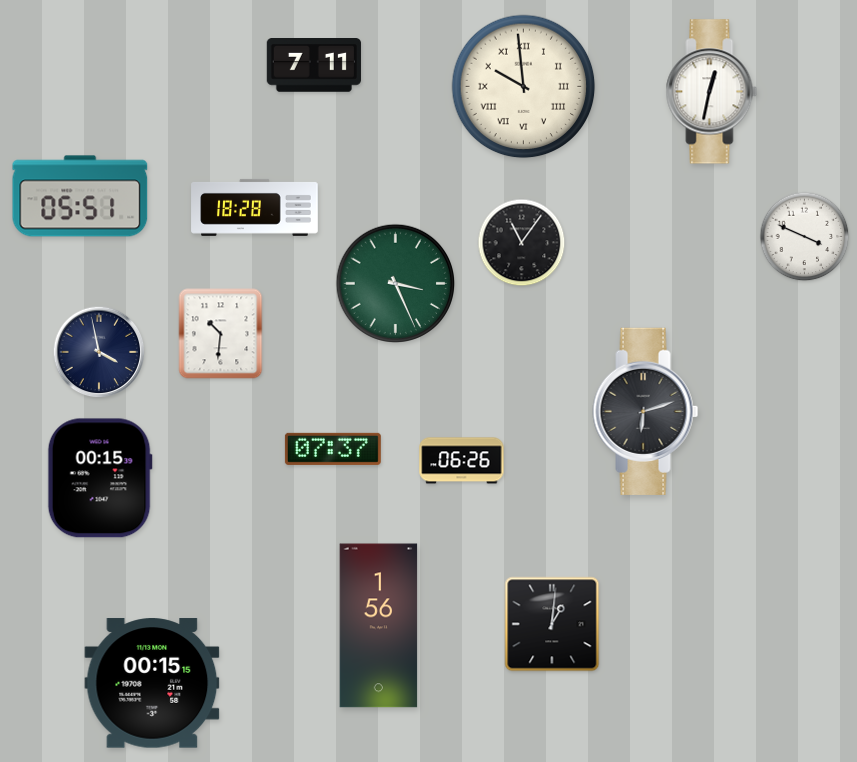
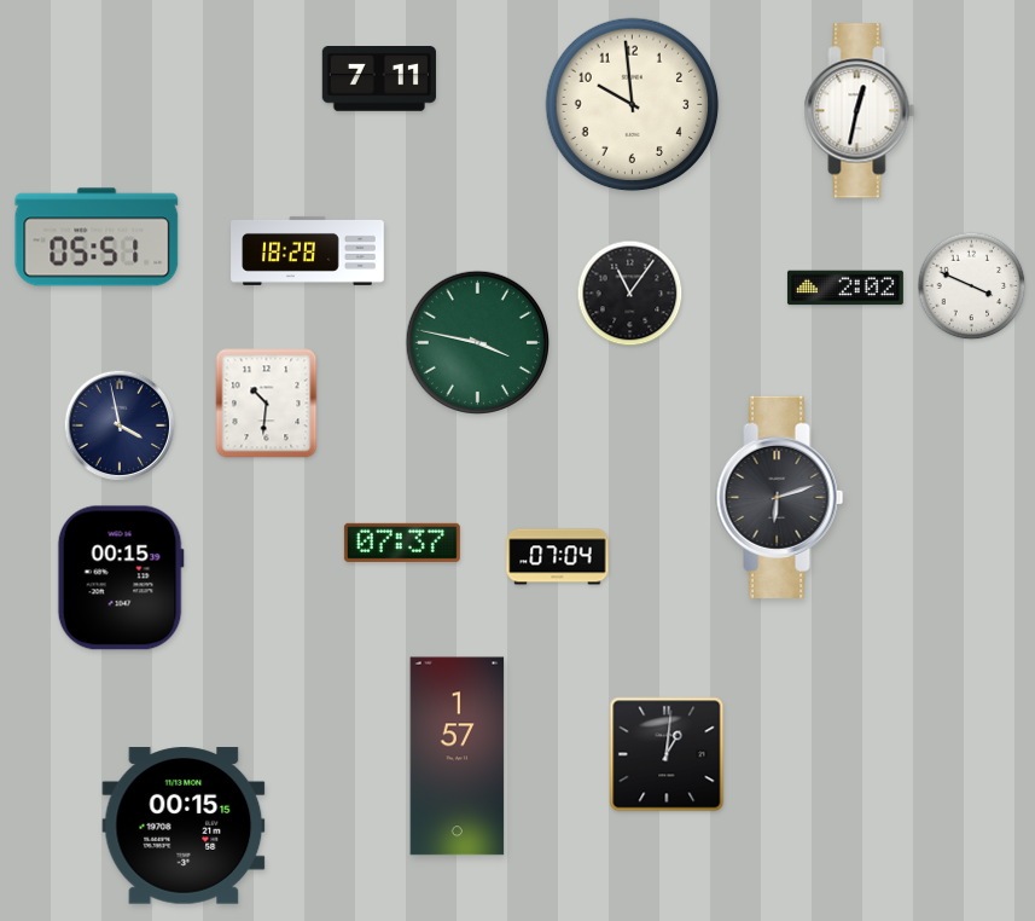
clock at (524, 87) numerals: Roman -> Arabic
clock at (845, 288): none -> 2:02
clock at (395, 283): 3:26 -> 3:47
clock at (462, 461): 06:26 -> 07:04
clock at (379, 626): 1:56 -> 1:57
